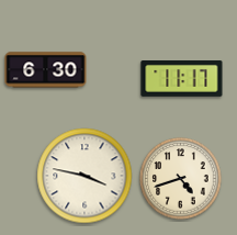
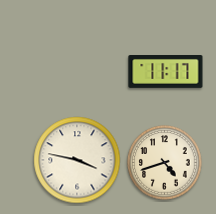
clock at (46, 70): 6:30 -> none
